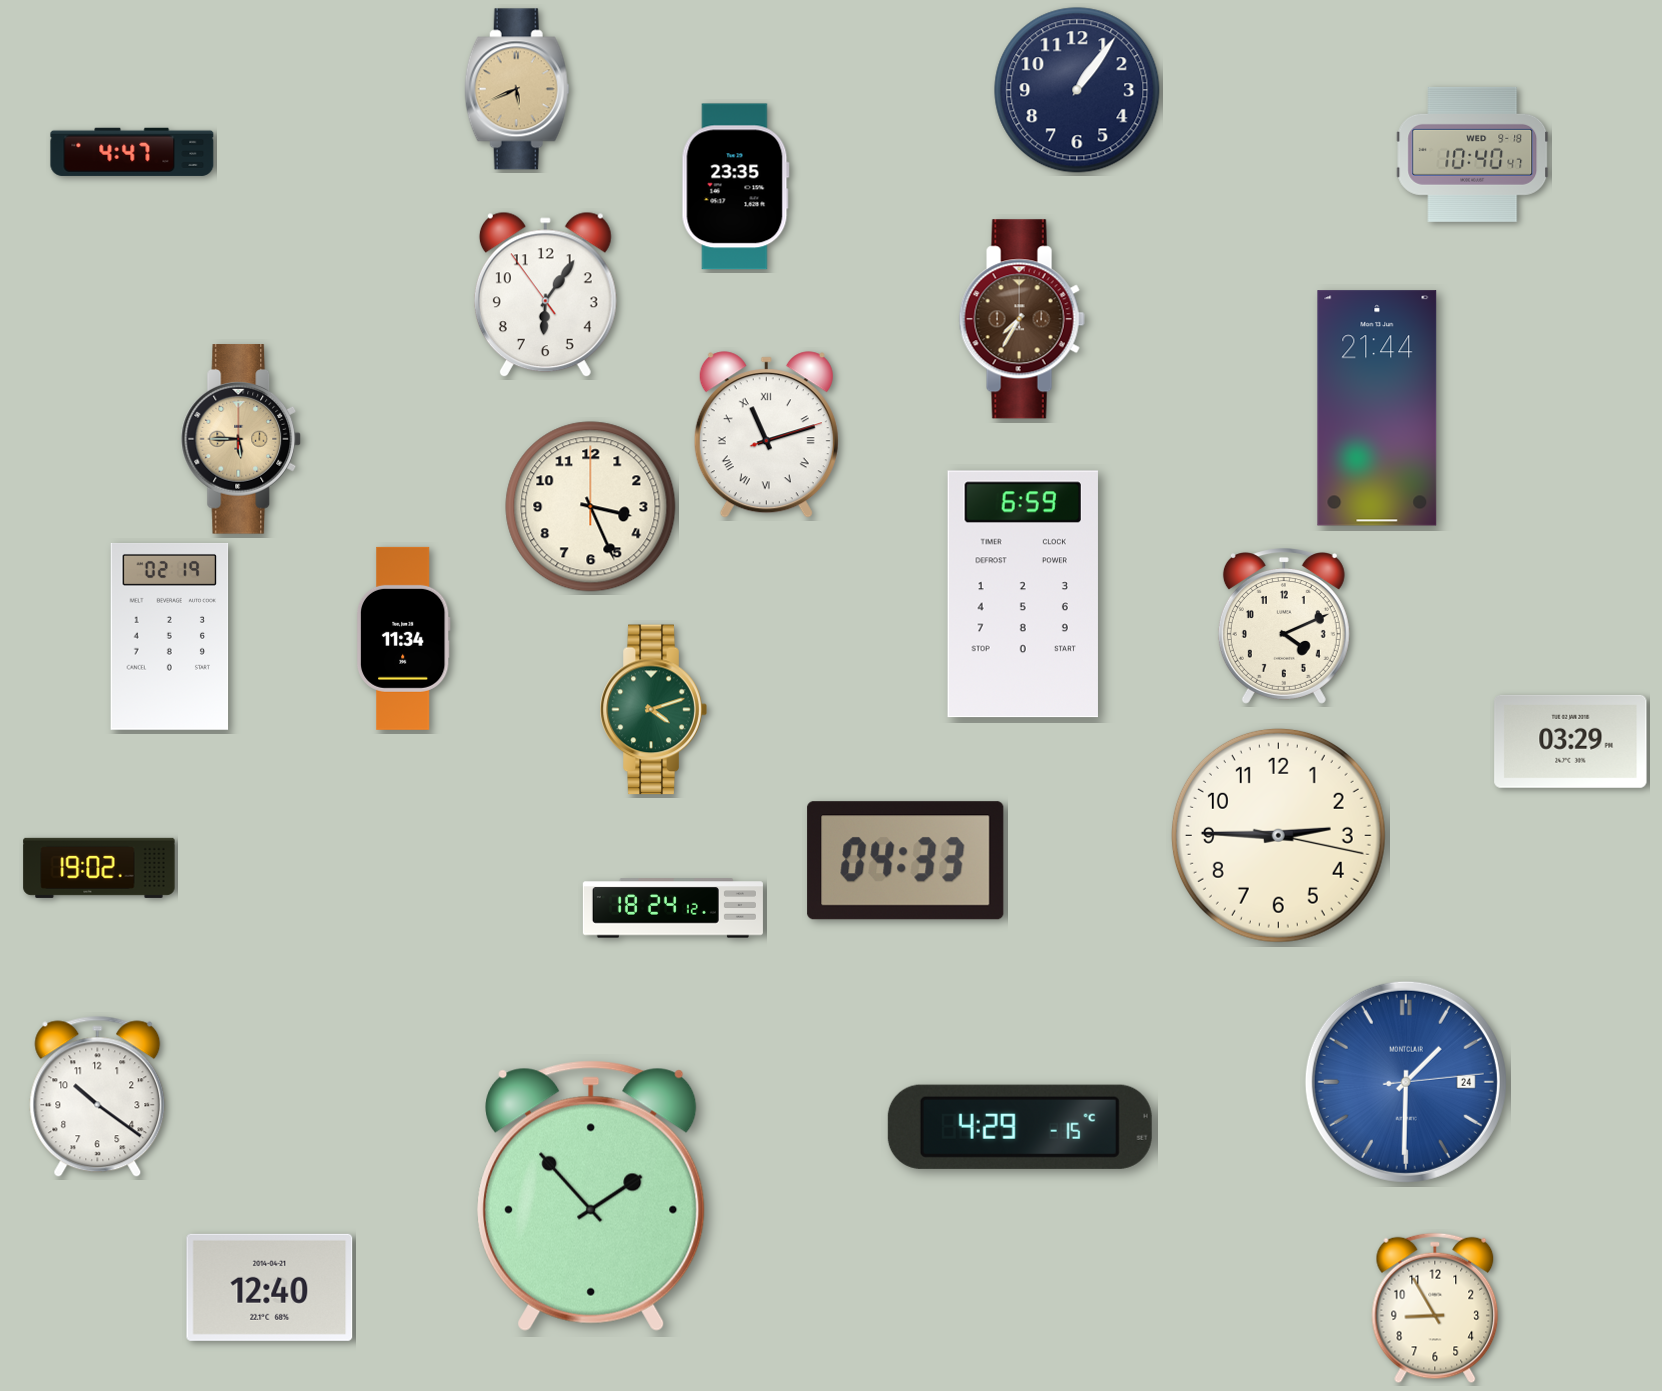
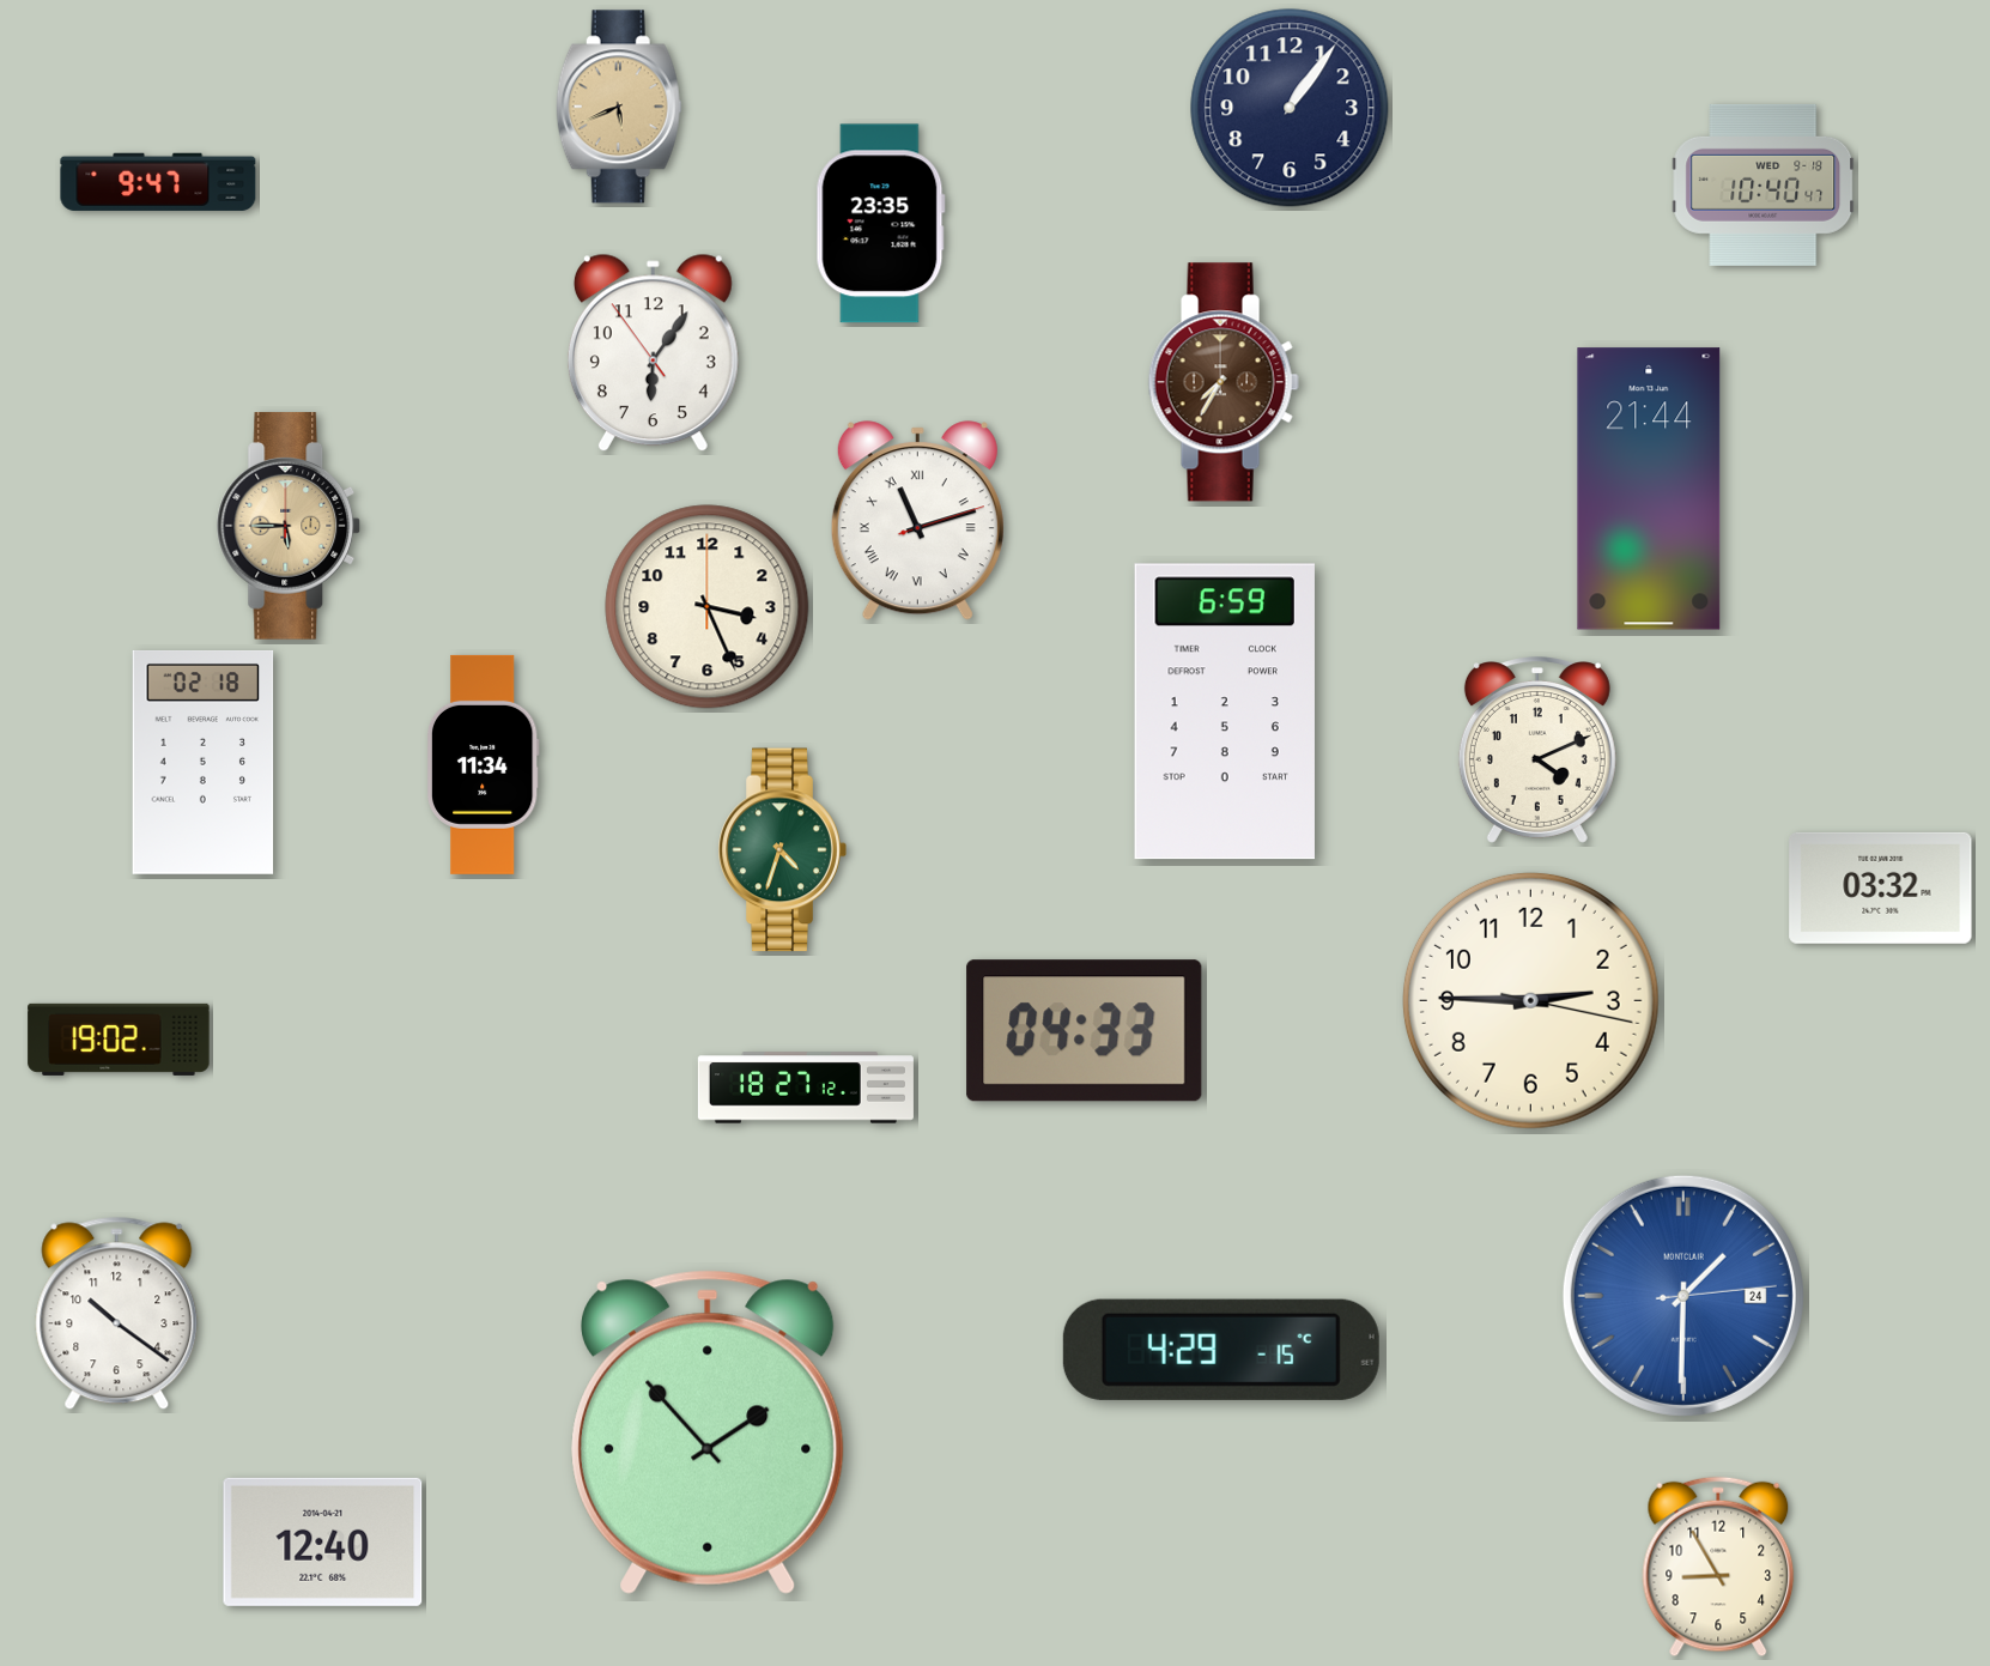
clock at (132, 152): 4:47 -> 9:47
clock at (170, 636): 02:19 -> 02:18
clock at (653, 710): 4:12 -> 4:33
clock at (1571, 741): 03:29 -> 03:32
clock at (673, 908): 18:24 -> 18:27
